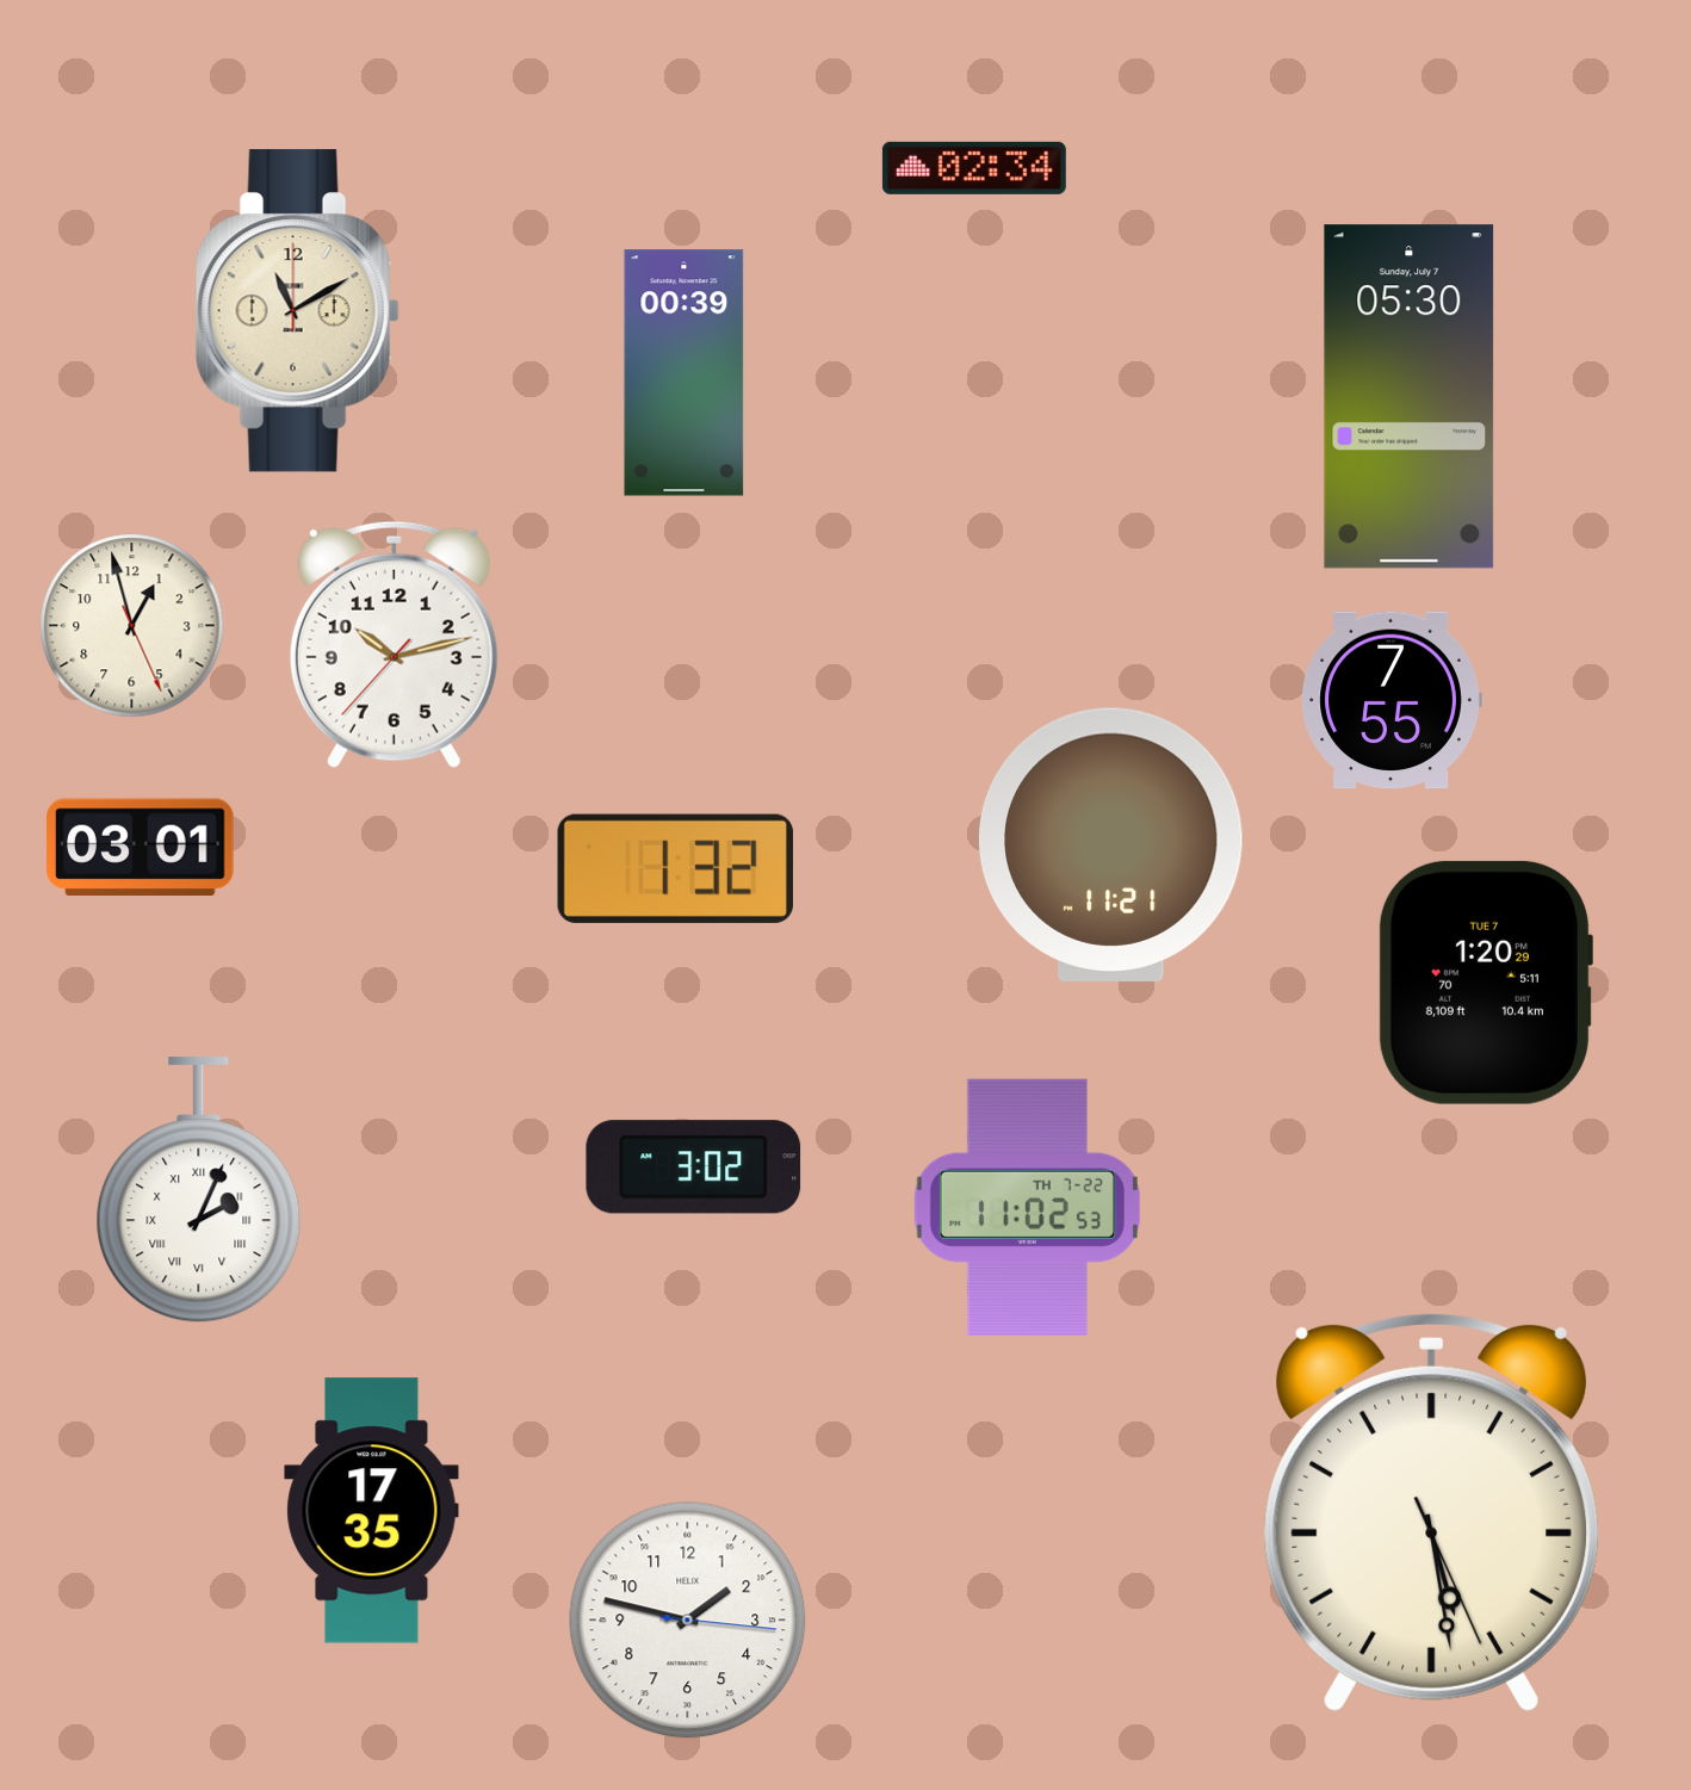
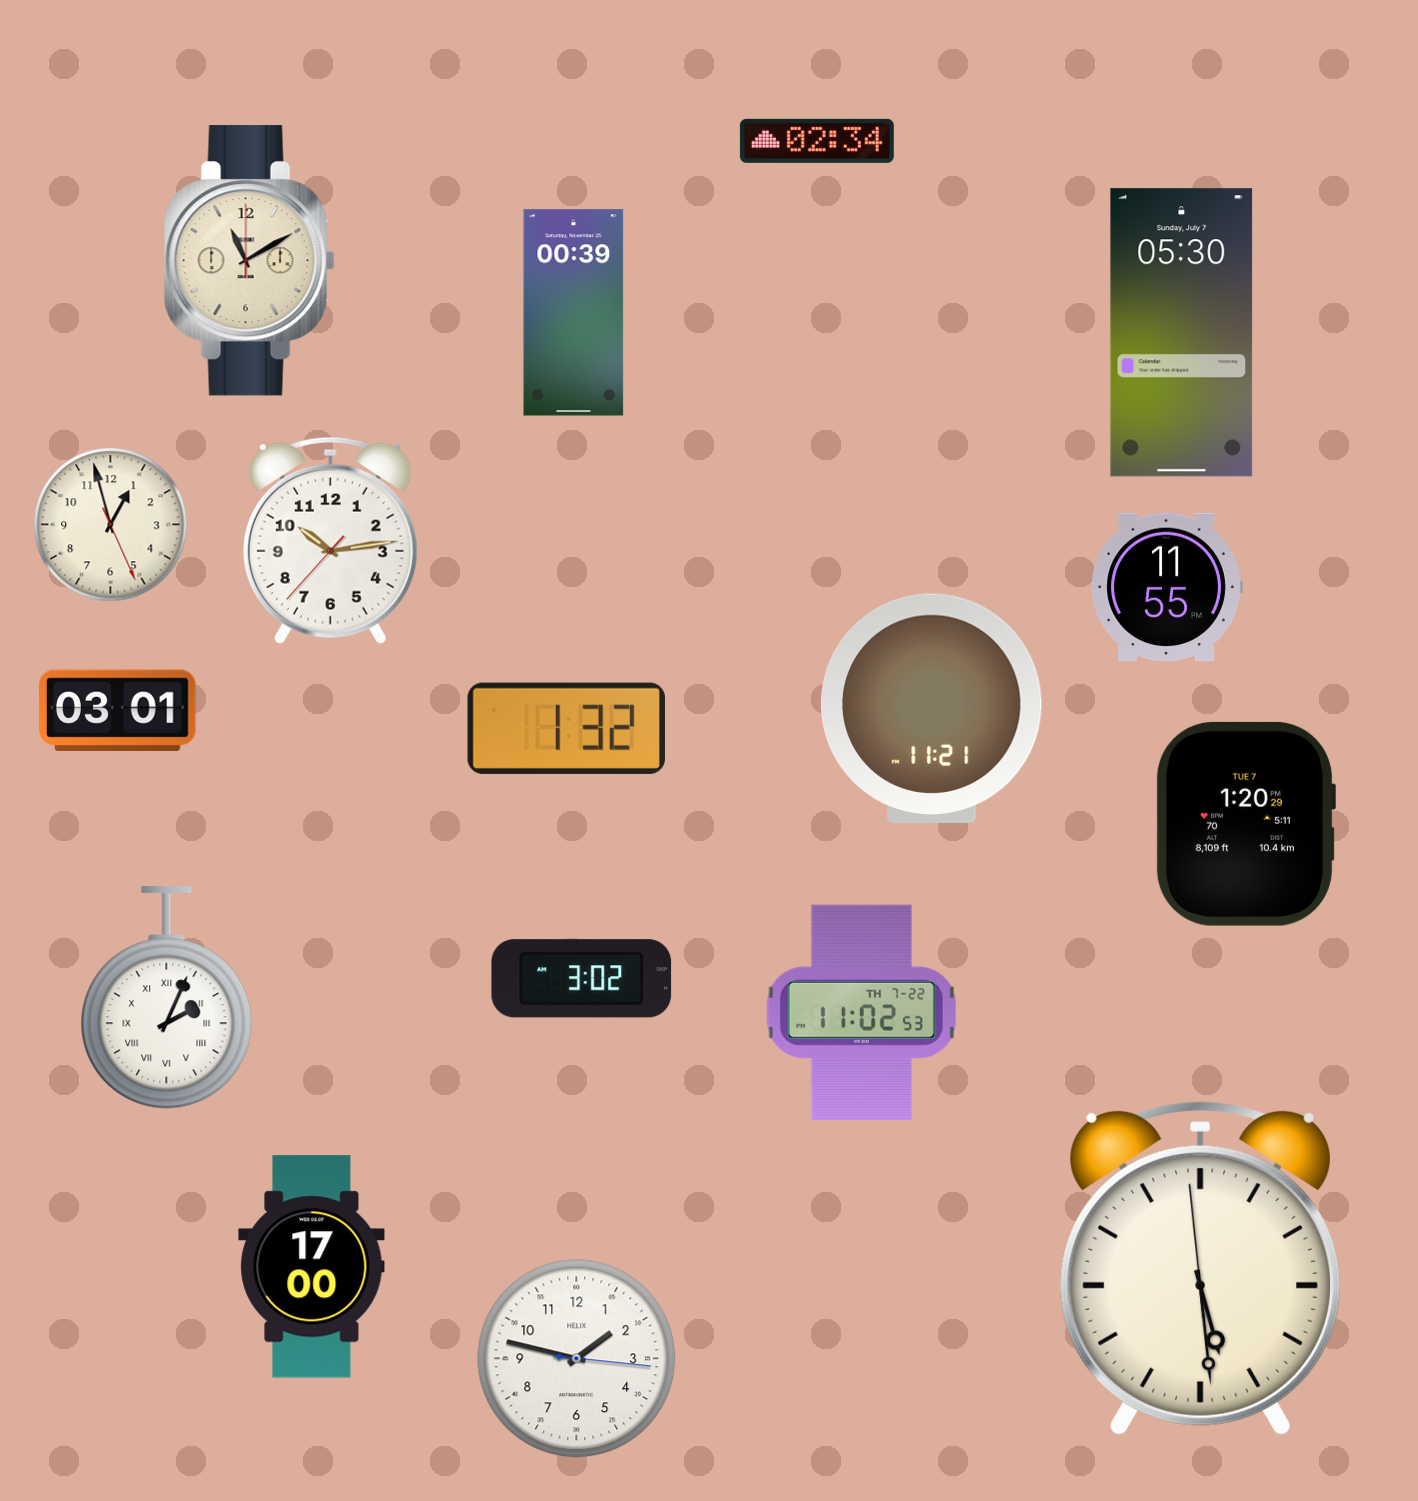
clock at (394, 644): 10:12 -> 10:13
clock at (1392, 700): 7:55 -> 11:55
clock at (372, 1511): 17:35 -> 17:00
clock at (1431, 1512): 5:28:26 -> 5:28:59
